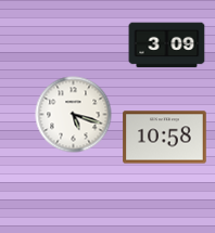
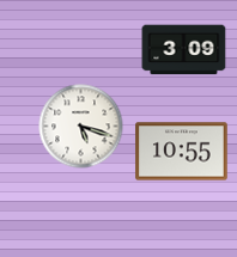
clock at (165, 138): 10:58 -> 10:55
